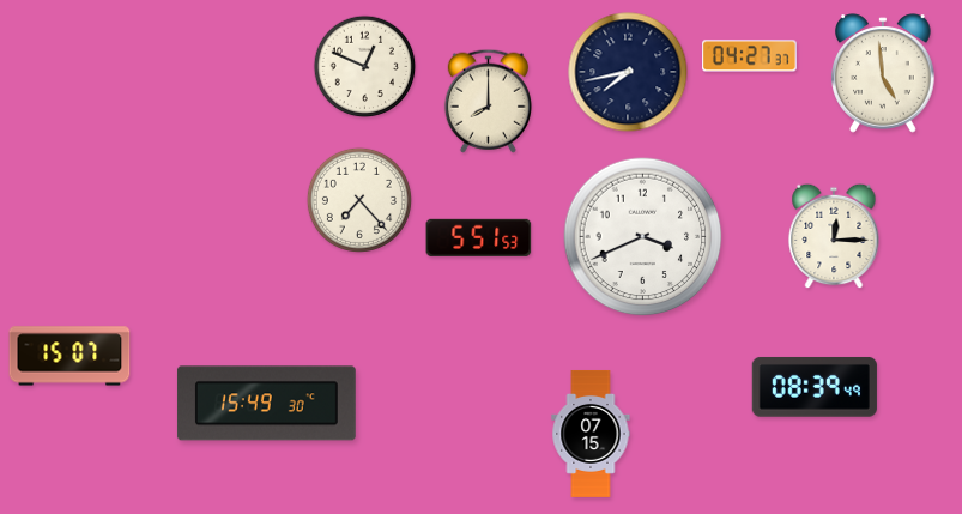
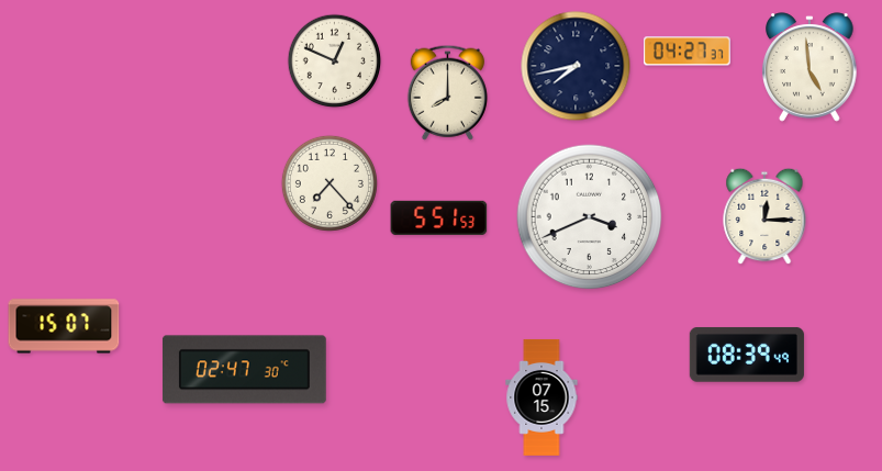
clock at (266, 404): 15:49 -> 02:47
